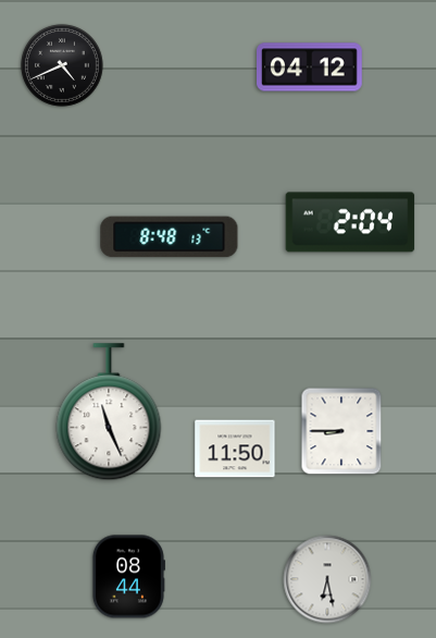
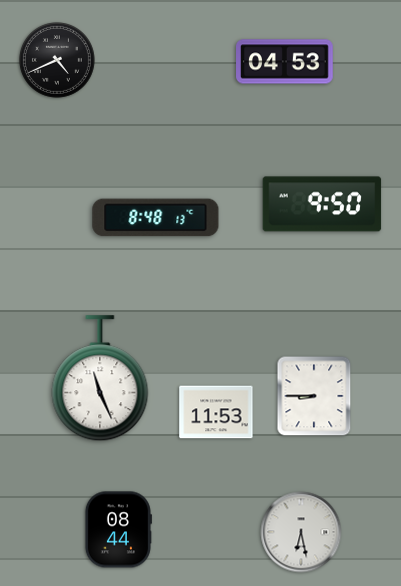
clock at (310, 68): 04:12 -> 04:53
clock at (350, 222): 2:04 -> 9:50
clock at (235, 449): 11:50 -> 11:53
